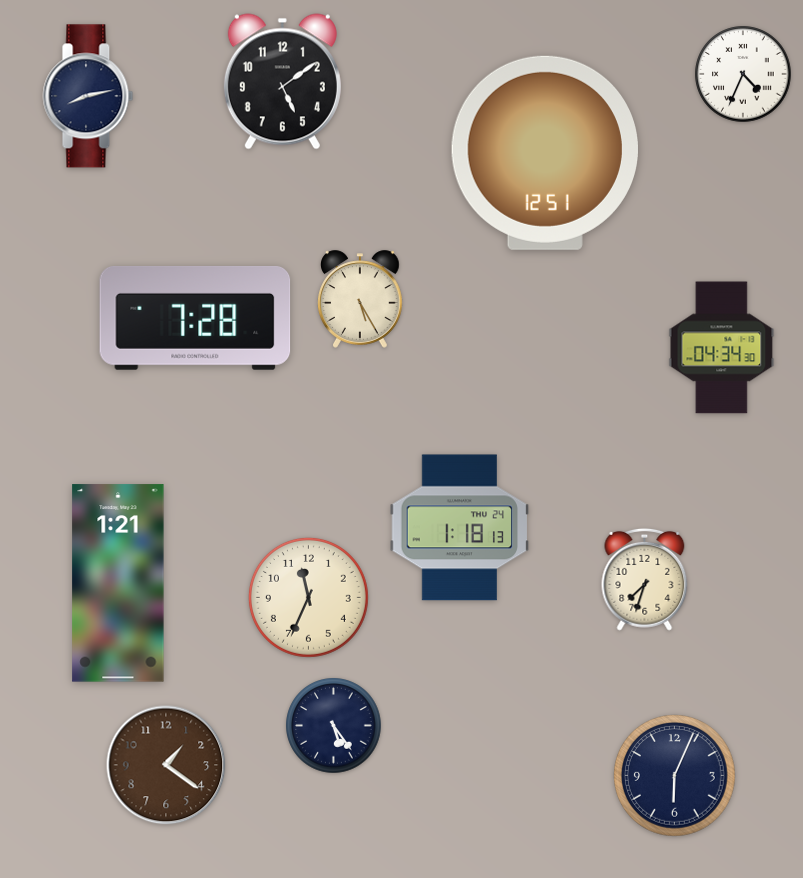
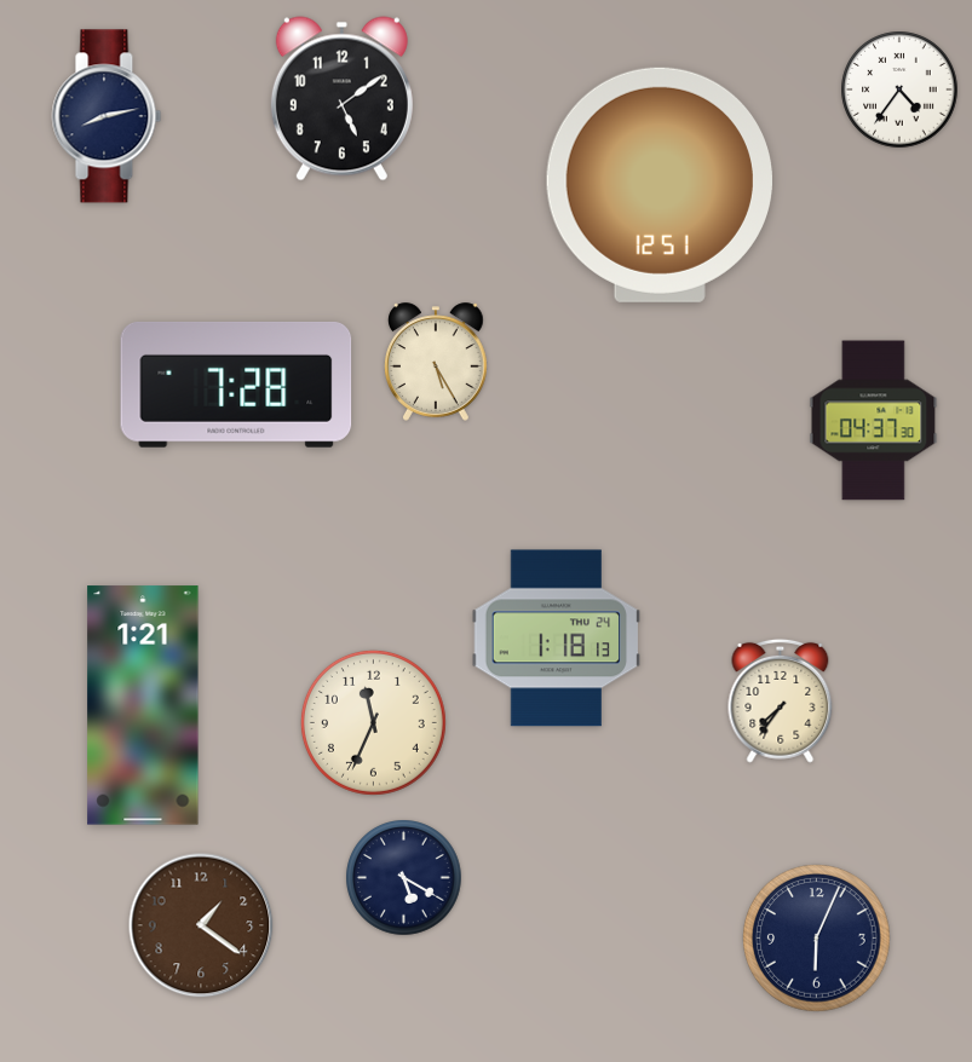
clock at (743, 74): 4:34 -> 4:36
clock at (722, 348): 04:34 -> 04:37
clock at (645, 579): 7:33 -> 7:36
clock at (334, 726): 5:24 -> 5:20
